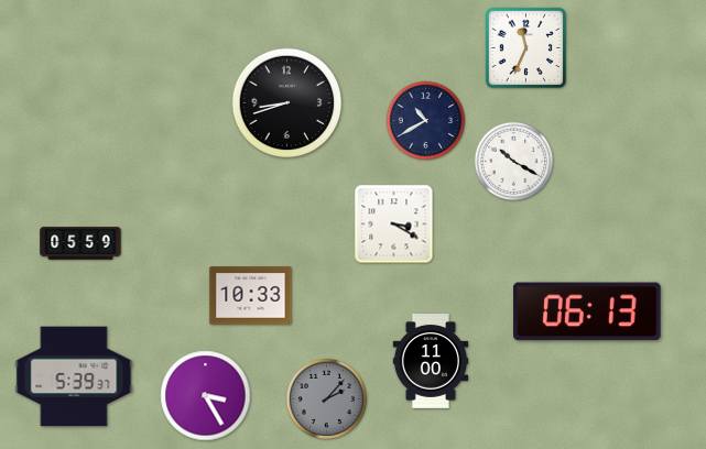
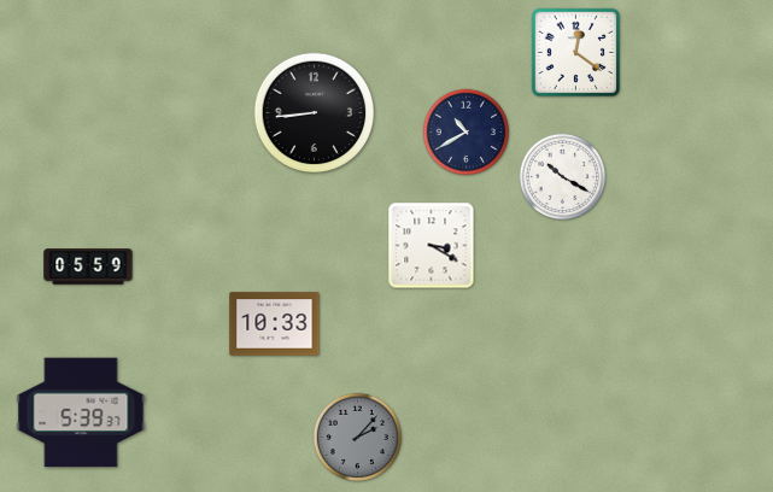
clock at (525, 47): 11:34 -> 12:21
clock at (287, 103): 8:42 -> 8:44
clock at (587, 311): 06:13 -> none
clock at (431, 362): 11:00 -> none
clock at (206, 396): 3:25 -> none
